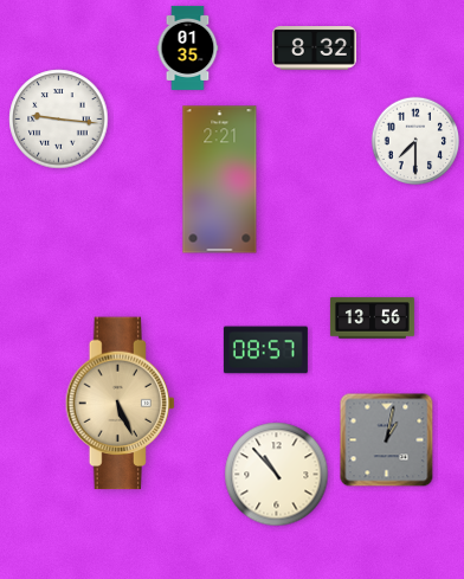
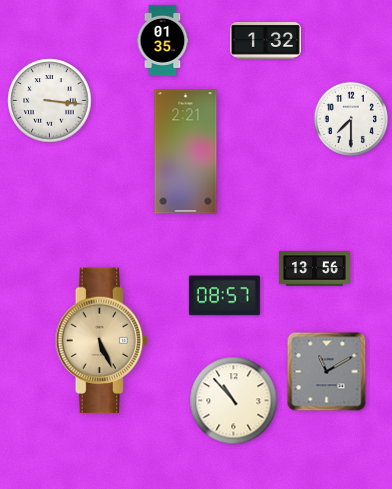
clock at (188, 47) position: (188, 47) -> (163, 40)
clock at (314, 49): 8:32 -> 1:32
clock at (59, 120): 9:16 -> 3:16
clock at (387, 440): 1:02 -> 11:10
